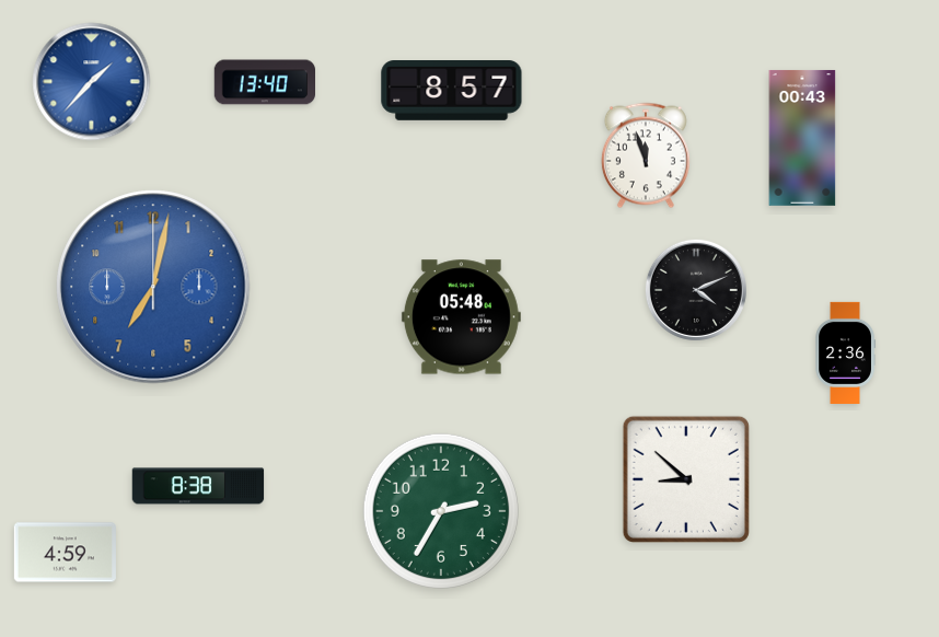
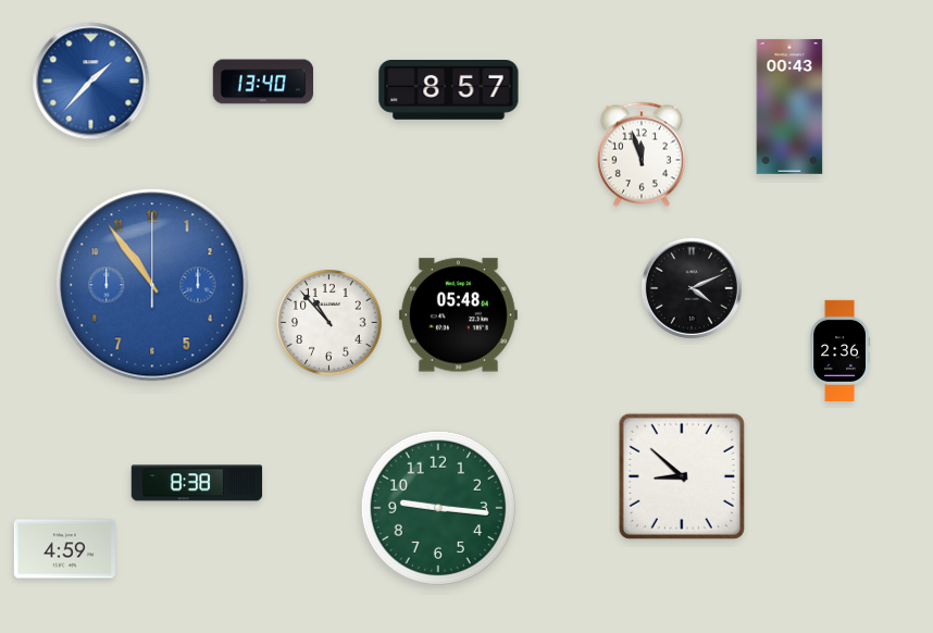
clock at (802, 138) position: (802, 138) -> (789, 107)
clock at (153, 287): 7:02 -> 10:54
clock at (329, 323): none -> 10:53
clock at (441, 511): 2:35 -> 9:16
